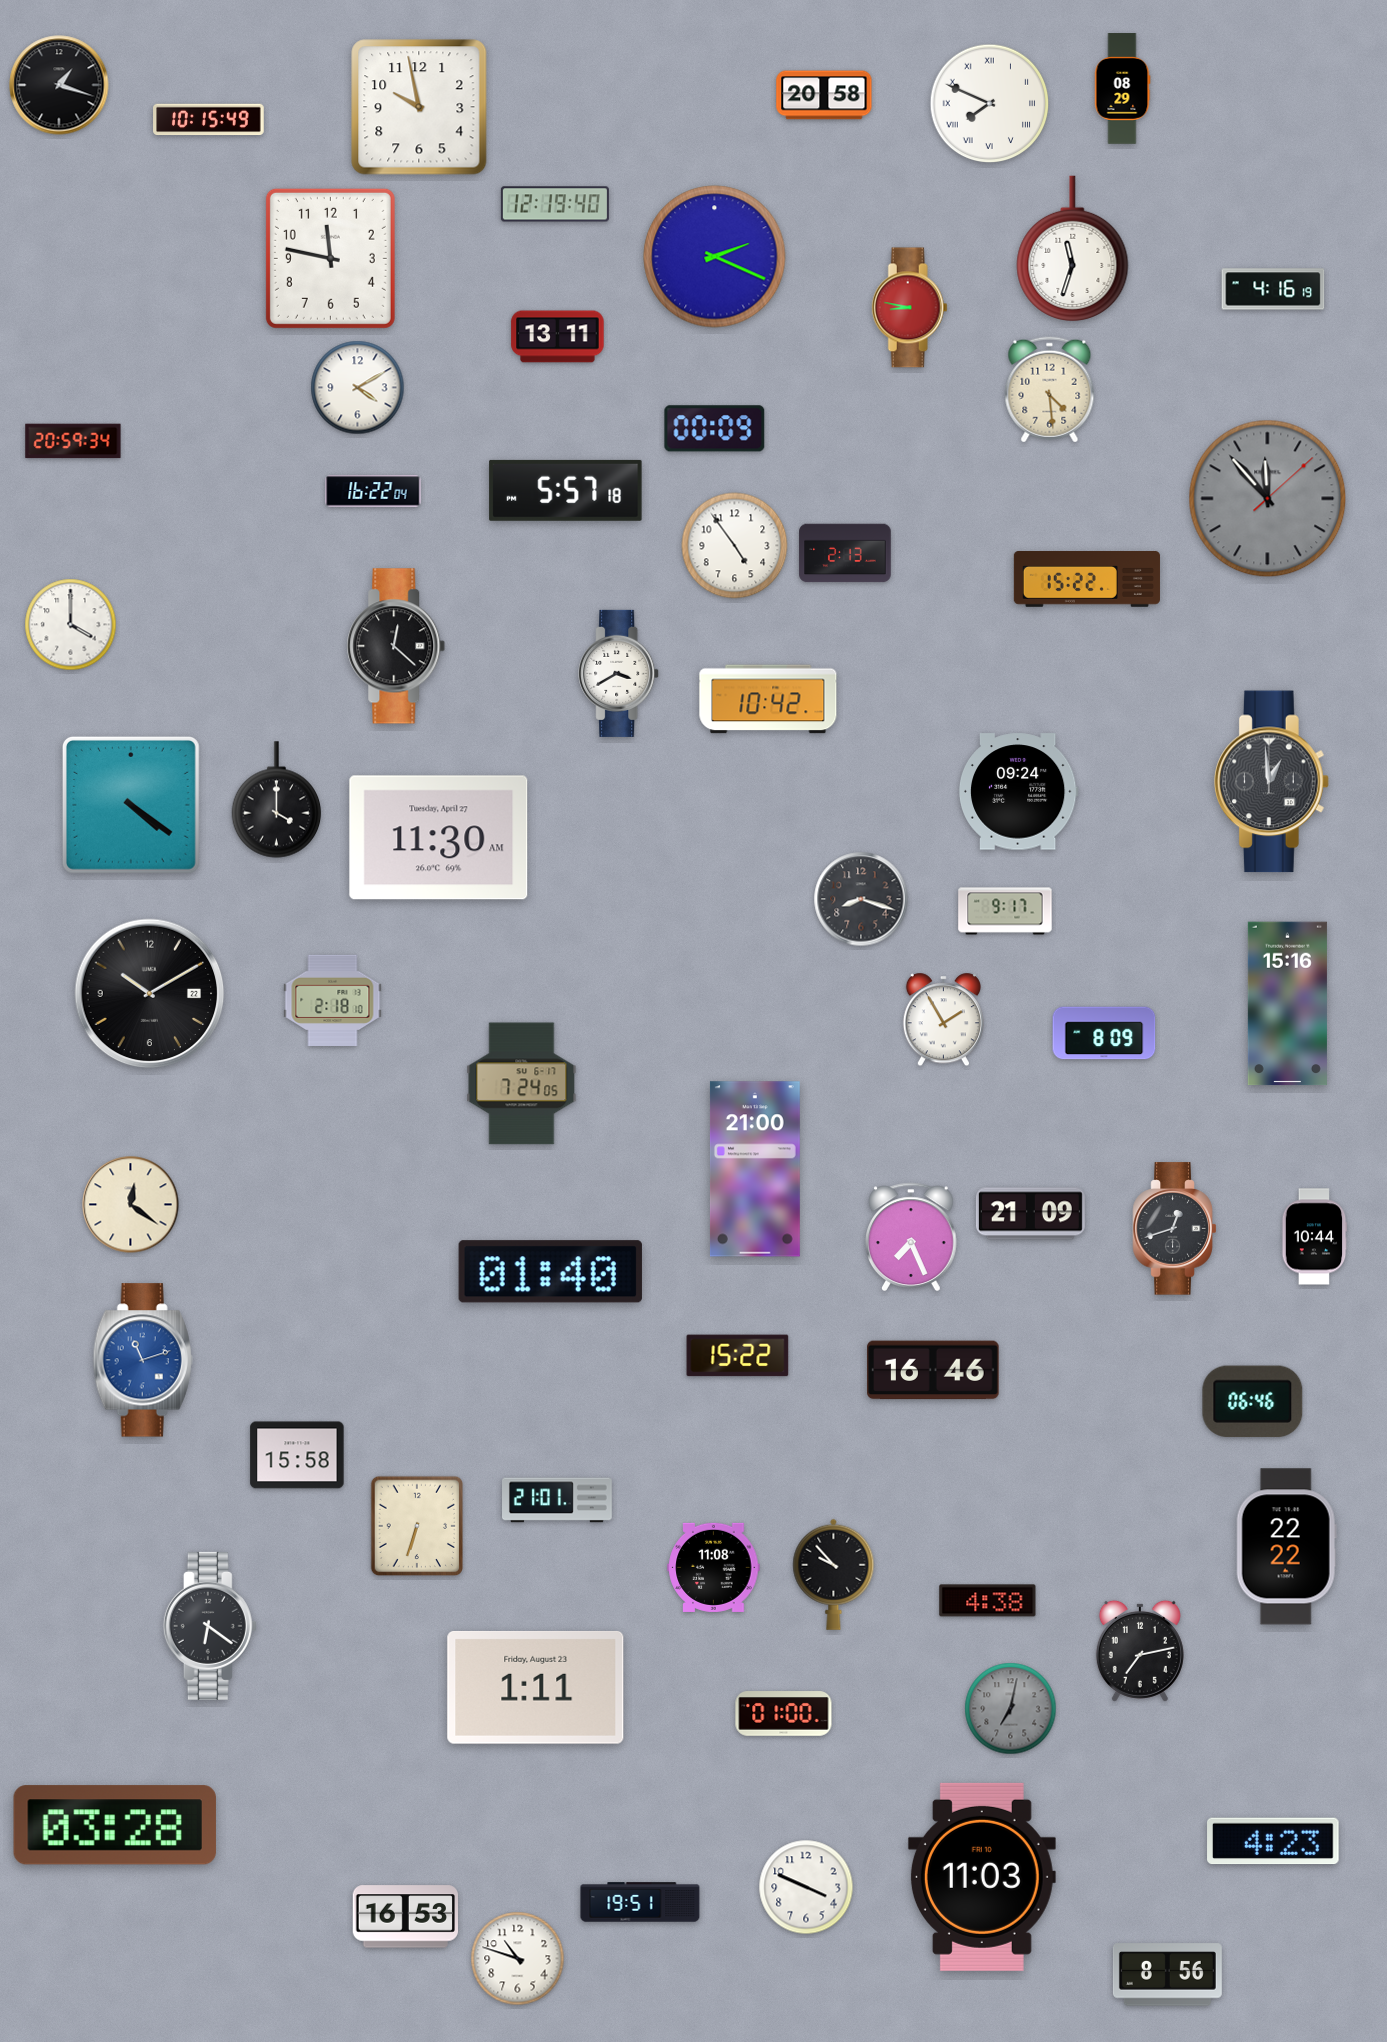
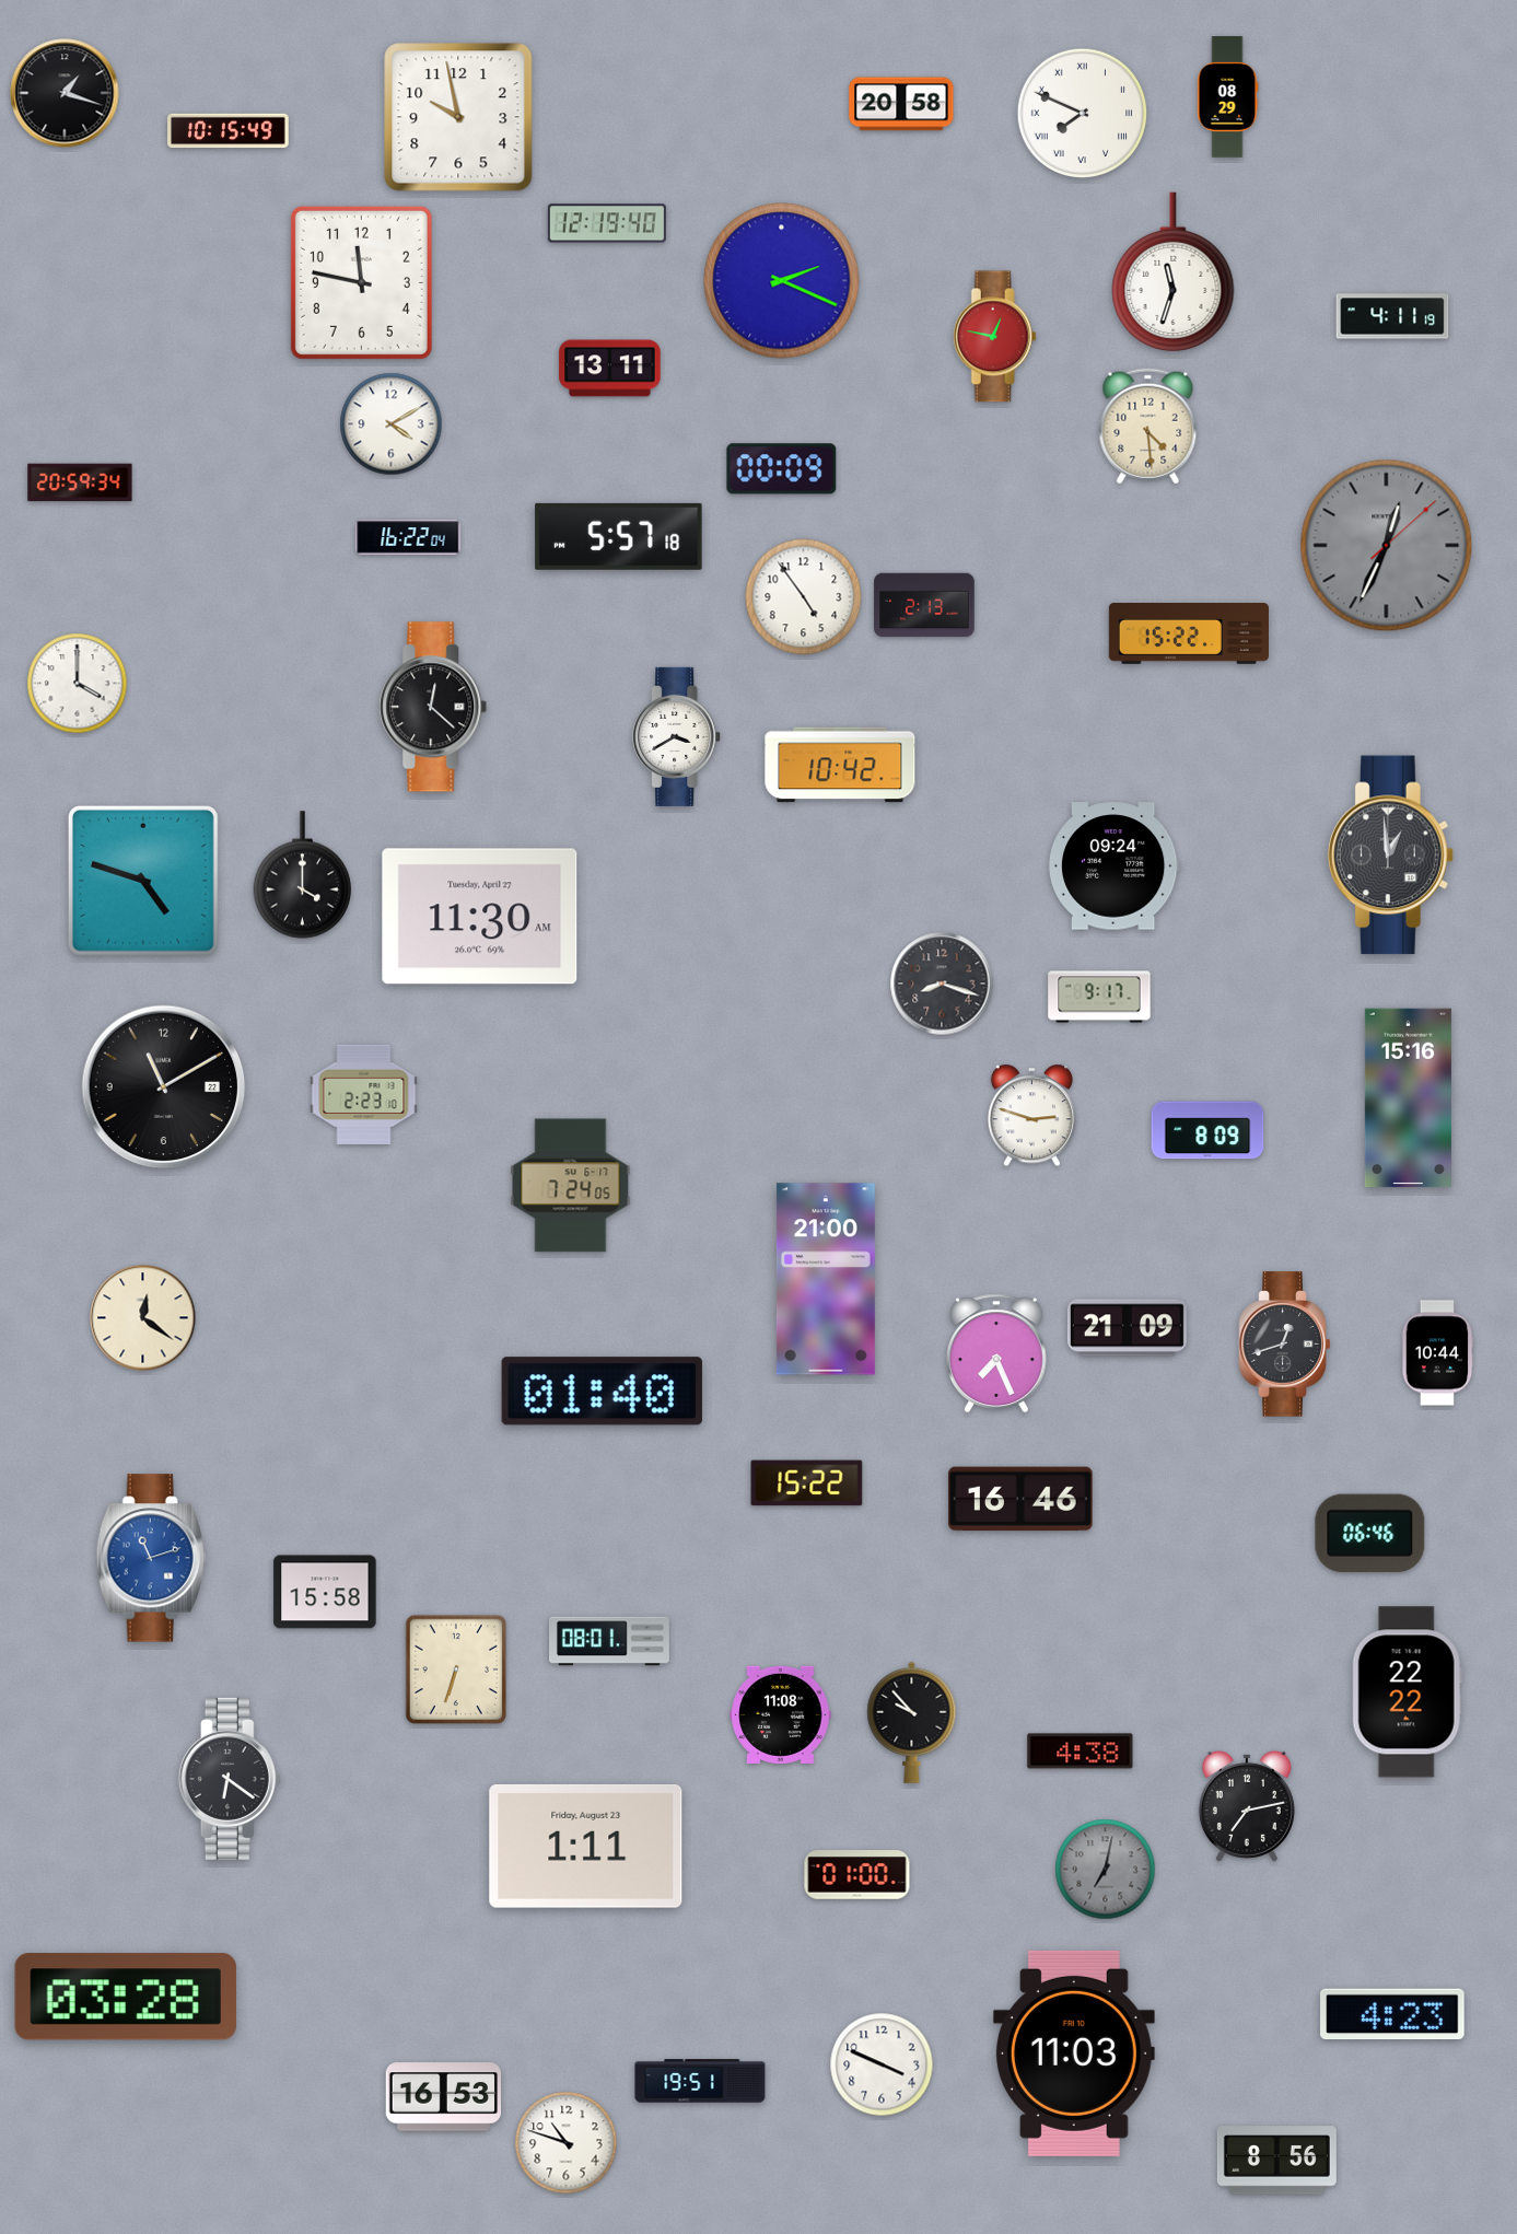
clock at (1273, 289): 4:16 -> 4:11
clock at (909, 308): 8:47 -> 12:47
clock at (1268, 499): 11:53 -> 12:34
clock at (131, 805): 4:21 -> 4:48
clock at (150, 994): 10:10 -> 11:10
clock at (333, 1001): 2:18 -> 2:23
clock at (943, 1020): 1:55 -> 2:48
clock at (143, 1360) position: (143, 1360) -> (151, 1558)
clock at (558, 1500): 21:01 -> 08:01
